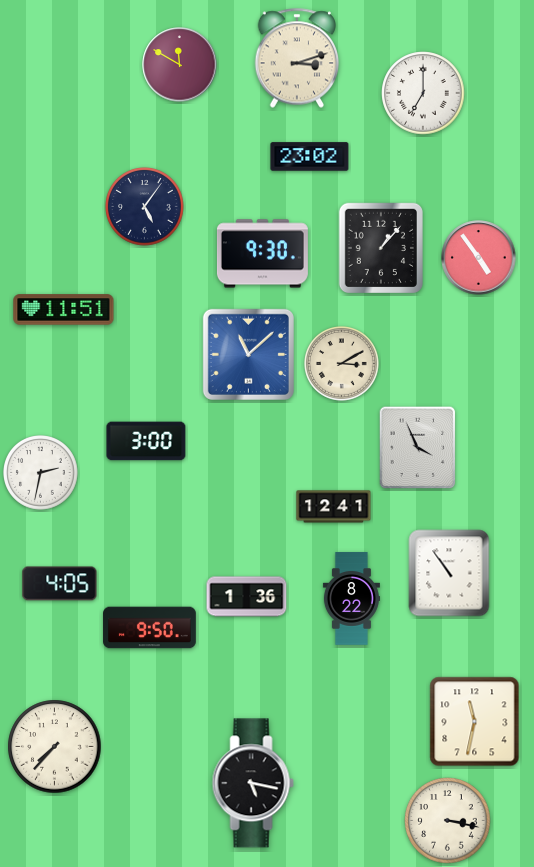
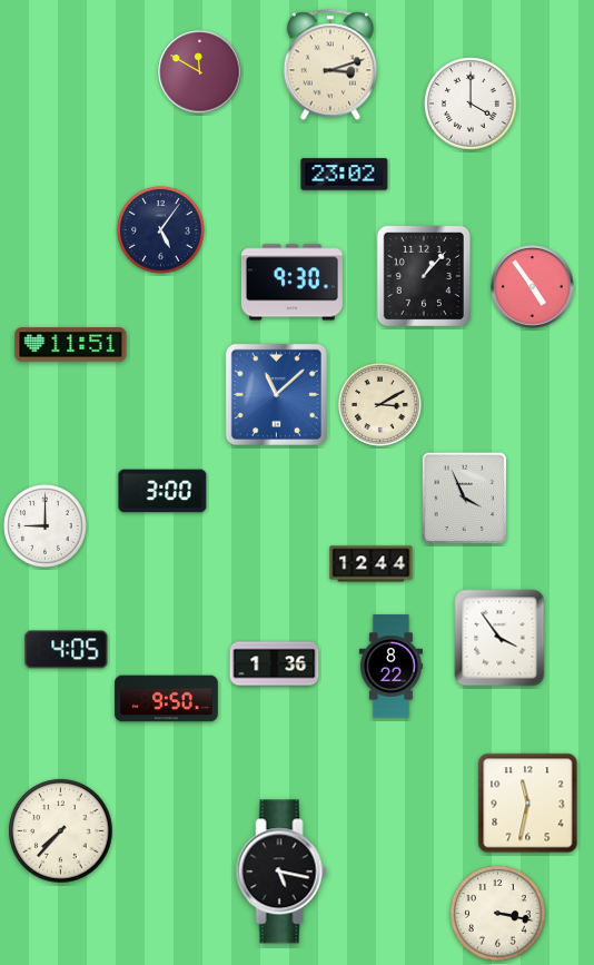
clock at (423, 93): 7:00 -> 4:00
clock at (41, 473): 2:32 -> 9:00
clock at (334, 507): 12:41 -> 12:44
clock at (449, 573): 10:54 -> 3:54
